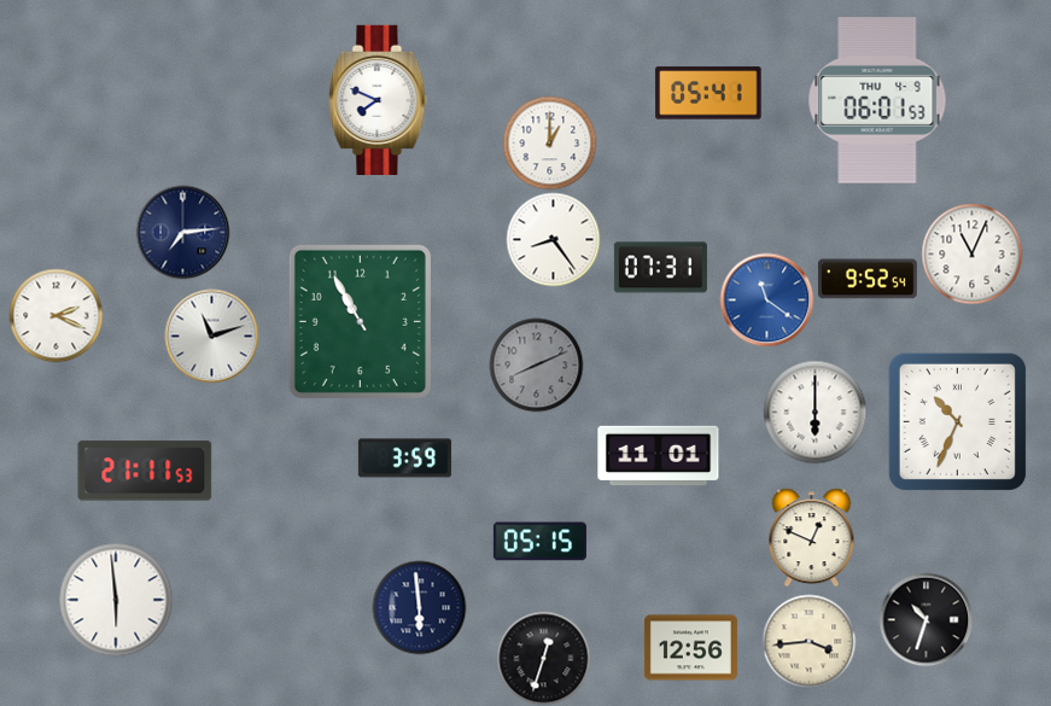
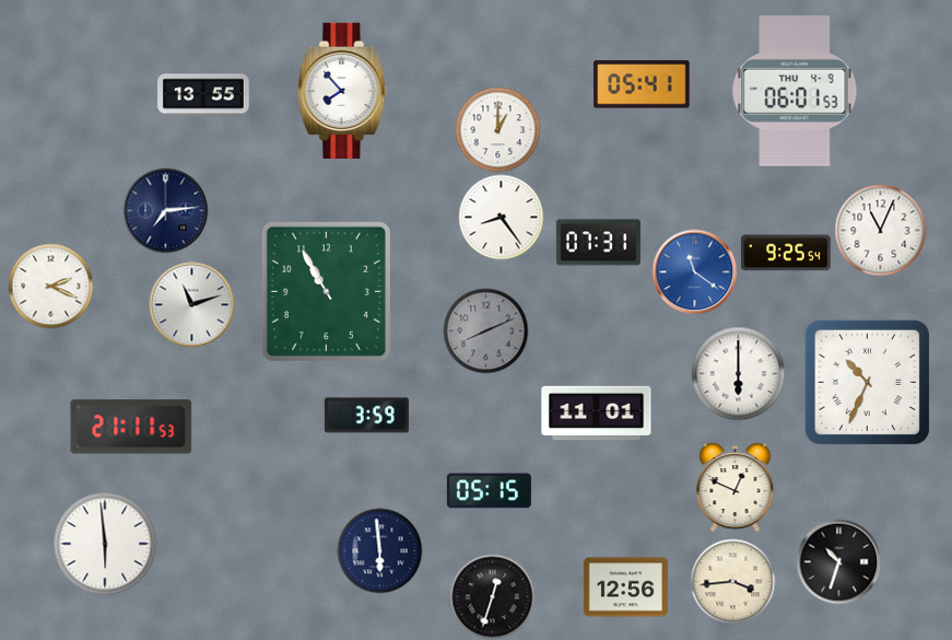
clock at (378, 100): 7:49 -> 7:53
clock at (203, 95): none -> 13:55
clock at (868, 279): 9:52 -> 9:25
